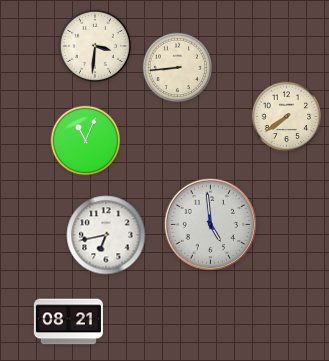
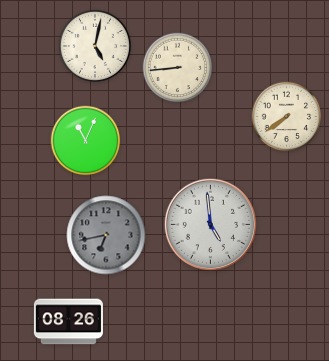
clock at (95, 46): 3:31 -> 5:02
clock at (106, 235) dial: white -> grey
clock at (68, 322): 08:21 -> 08:26
